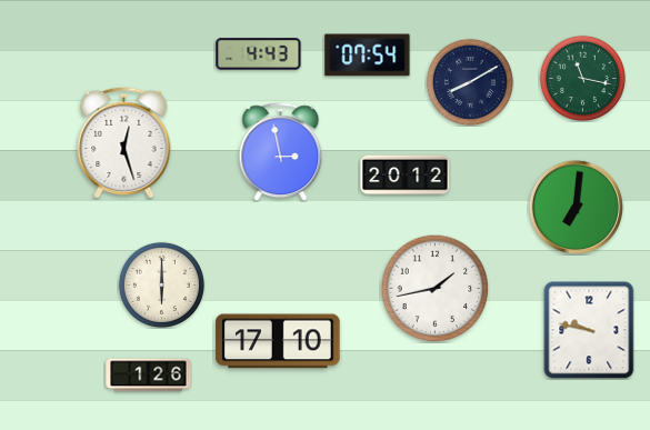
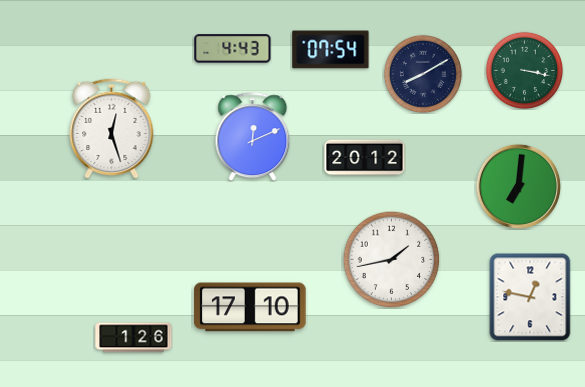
clock at (582, 78): 11:17 -> 3:17
clock at (281, 152): 2:58 -> 12:11
clock at (161, 284): 6:00 -> none
clock at (589, 330): 9:47 -> 12:47
